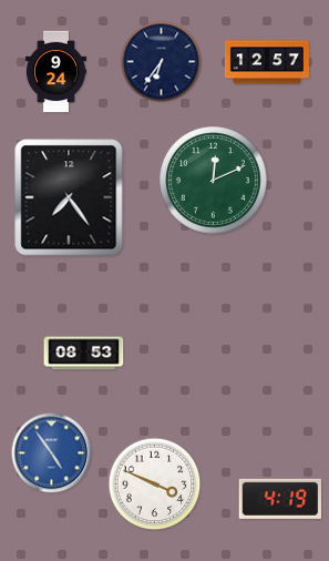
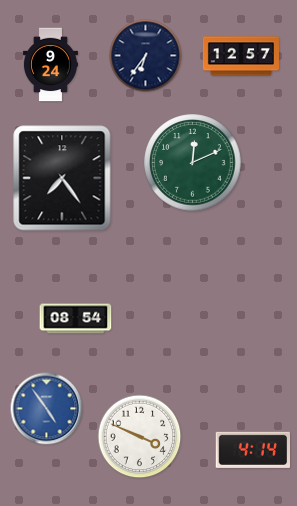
clock at (84, 354): 08:53 -> 08:54
clock at (279, 499): 4:19 -> 4:14
